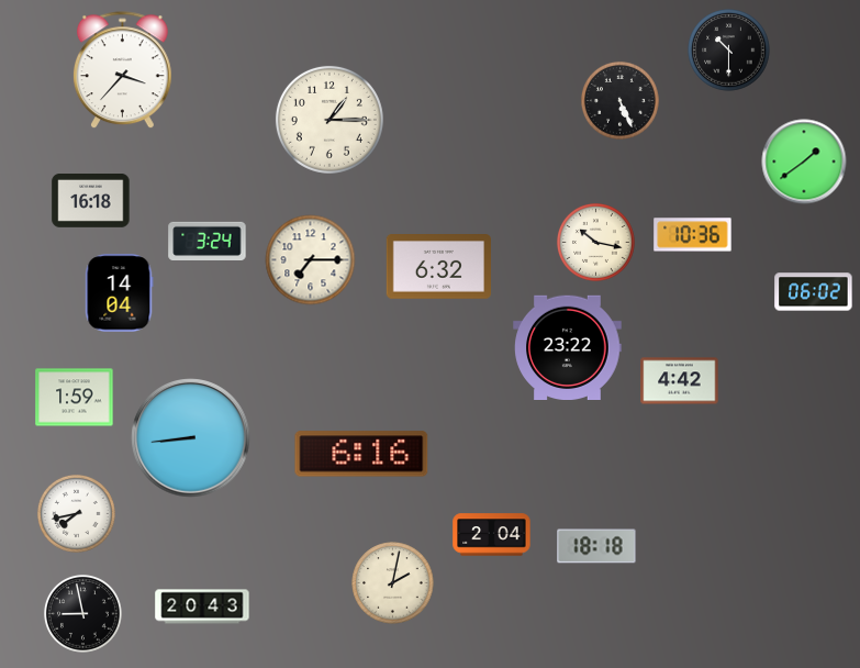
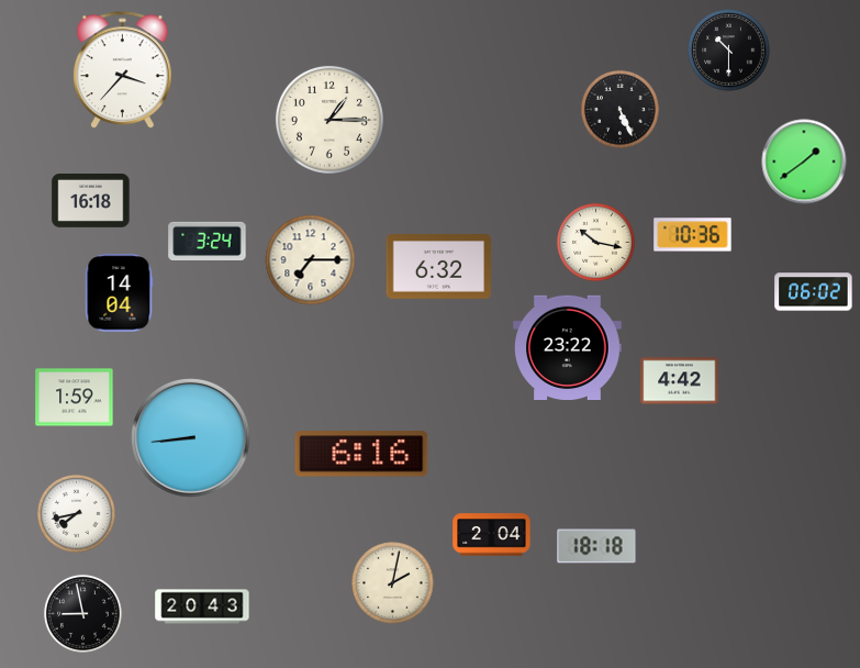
clock at (619, 100) position: (619, 100) -> (619, 109)
